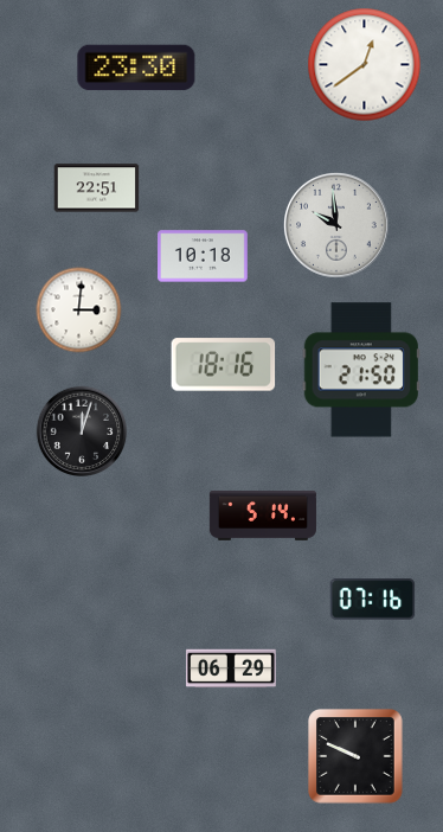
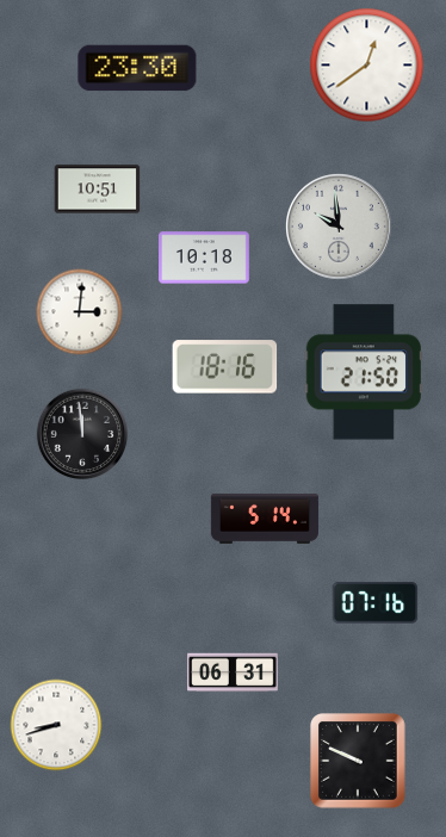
clock at (97, 188): 22:51 -> 10:51
clock at (82, 431): 12:03 -> 11:59
clock at (232, 668): 06:29 -> 06:31
clock at (56, 725): none -> 8:42
